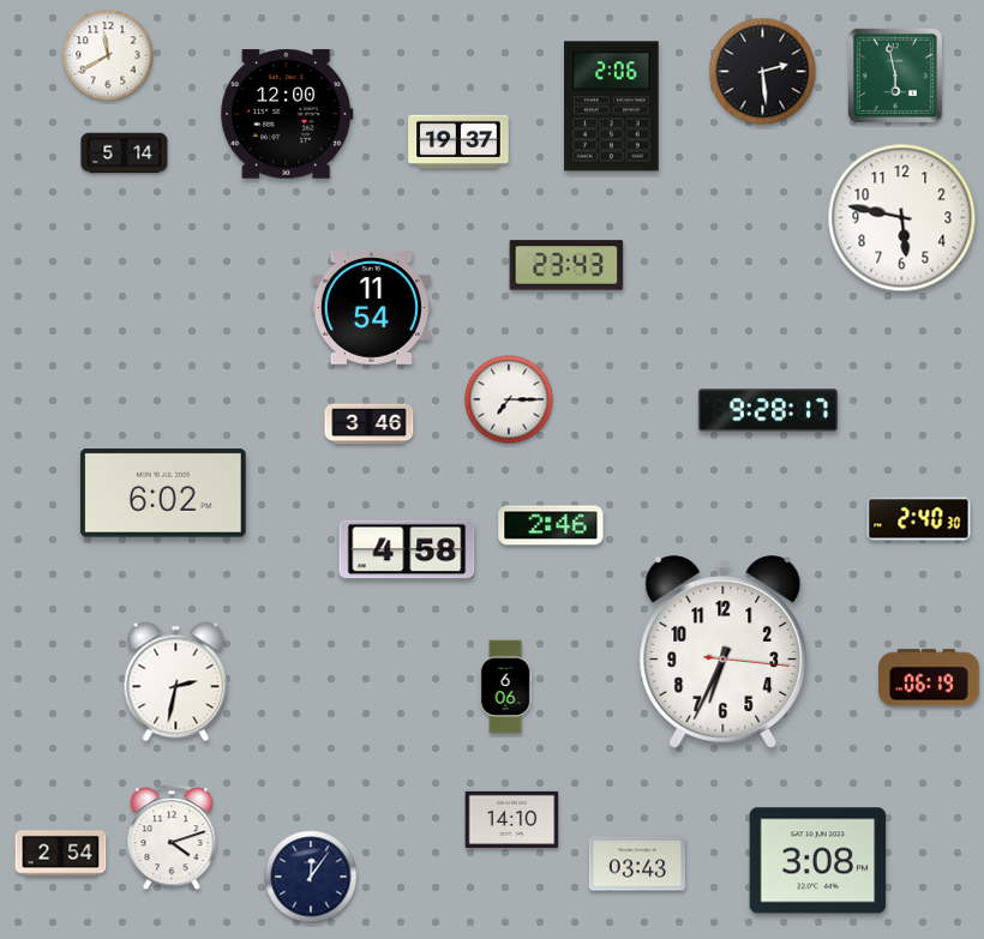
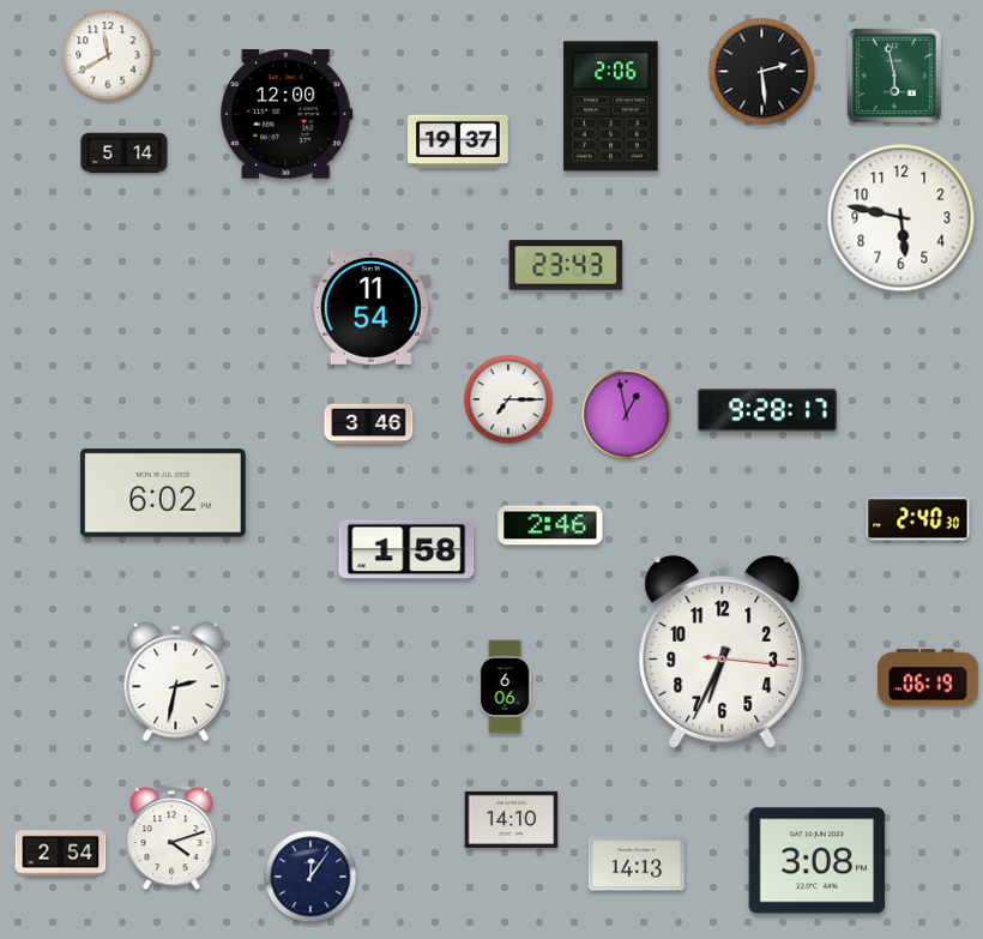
clock at (627, 415): none -> 12:58
clock at (407, 549): 4:58 -> 1:58
clock at (637, 863): 03:43 -> 14:13
